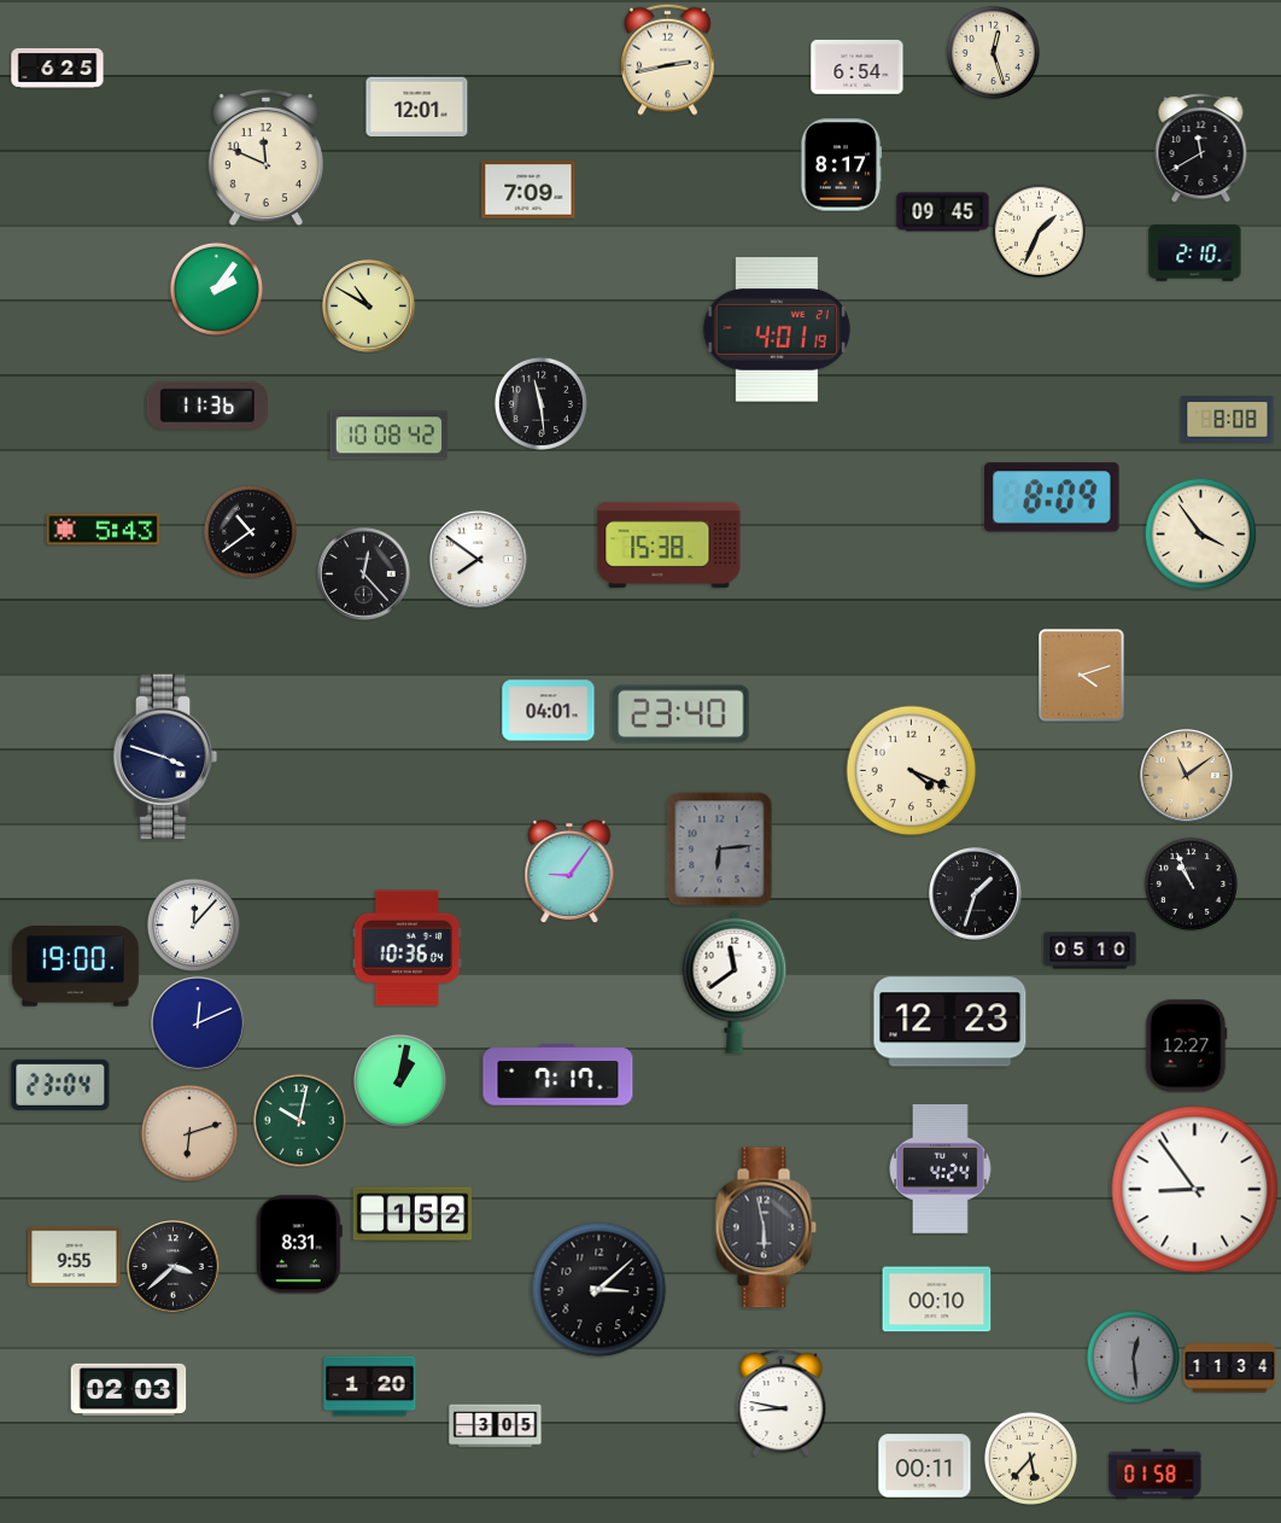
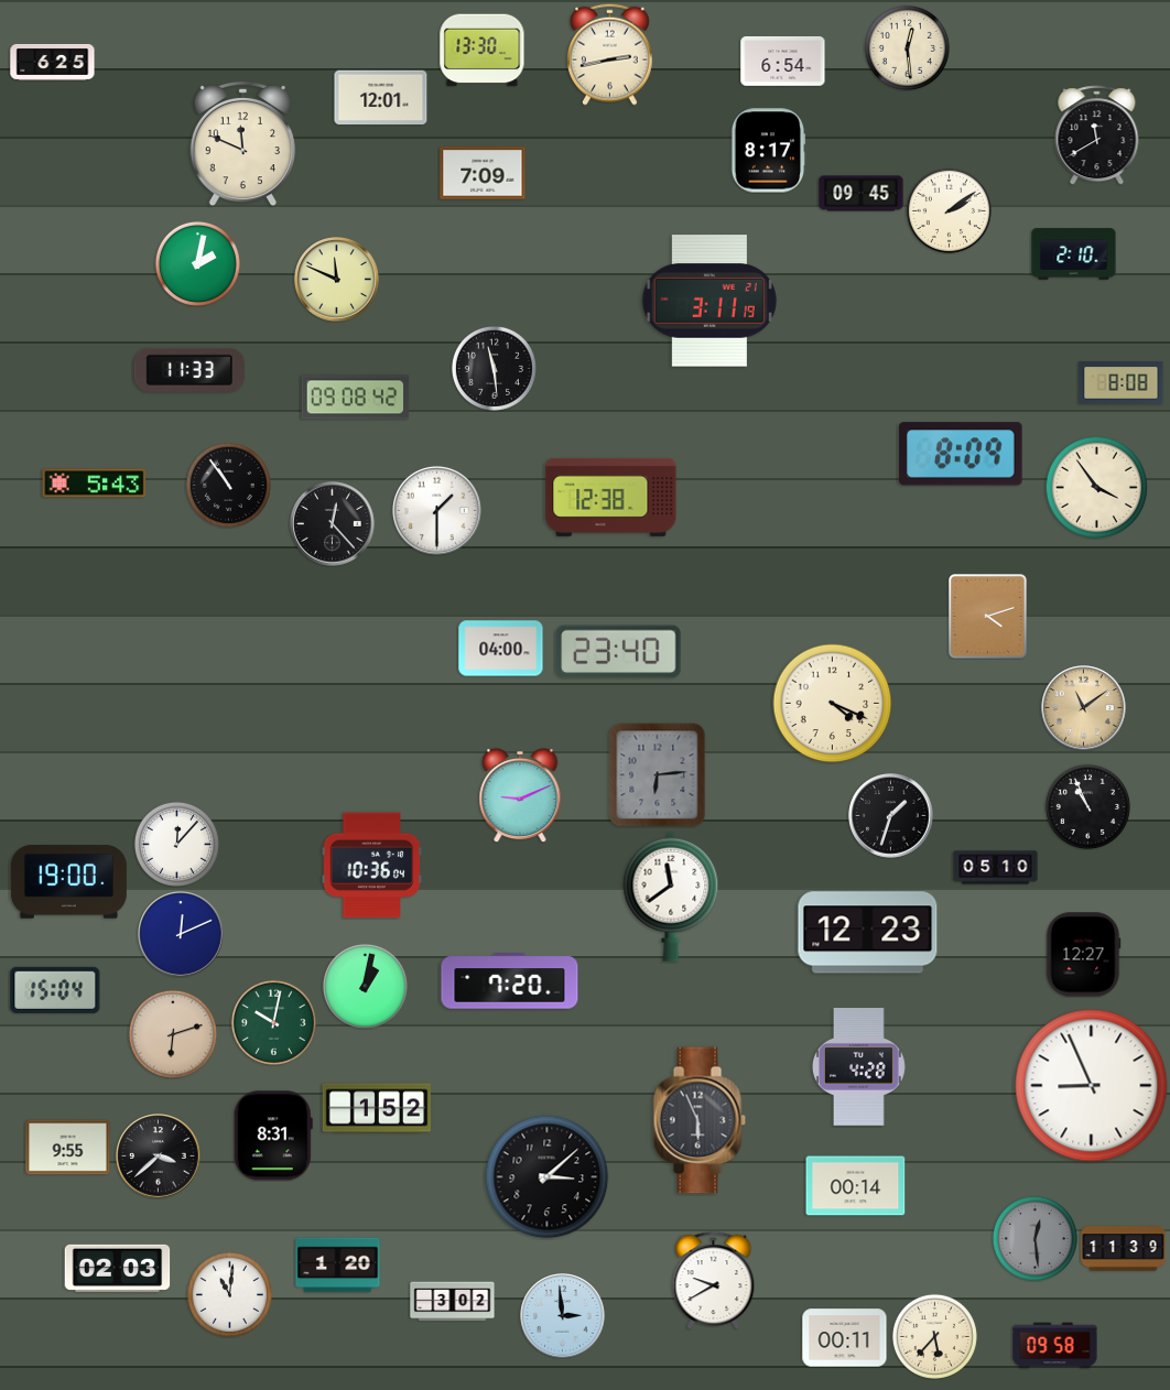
clock at (993, 52): 12:27 -> 12:29
clock at (483, 51): none -> 13:30
clock at (1039, 231): 1:34 -> 2:09
clock at (1195, 253) position: (1195, 253) -> (1074, 254)
clock at (216, 288): 2:06 -> 2:02
clock at (369, 307): 10:50 -> 11:49
clock at (777, 329): 4:01 -> 3:11
clock at (207, 405): 11:36 -> 11:33
clock at (390, 436): 10:08 -> 09:08
clock at (250, 531): 10:39 -> 10:54
clock at (669, 544): 15:38 -> 12:38
clock at (478, 559): 7:51 -> 1:30
clock at (549, 711): 04:01 -> 04:00
clock at (682, 714) position: (682, 714) -> (619, 652)
clock at (165, 757): 3:48 -> none
clock at (569, 871): 9:06 -> 9:11
clock at (558, 1075): 7:17 -> 7:20
clock at (60, 1085): 23:04 -> 15:04
clock at (940, 1169): 4:24 -> 4:28
clock at (1195, 1190): 8:54 -> 8:56
clock at (766, 1227): 5:58 -> 5:56
clock at (937, 1300): 00:10 -> 00:14
clock at (1230, 1369): 11:34 -> 11:39
clock at (782, 1404): 8:47 -> 9:40
clock at (229, 1294): none -> 11:01
clock at (496, 1426): 3:05 -> 3:02
clock at (563, 1316): none -> 2:59
clock at (1030, 1458) position: (1030, 1458) -> (934, 1336)
clock at (1156, 1475): 01:58 -> 09:58
